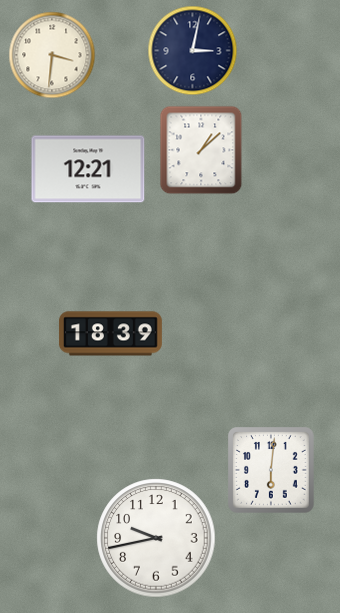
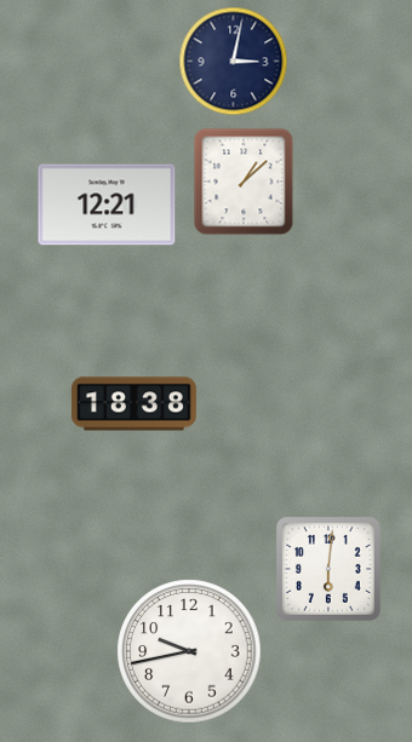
clock at (52, 55): 3:31 -> none
clock at (110, 334): 18:39 -> 18:38
